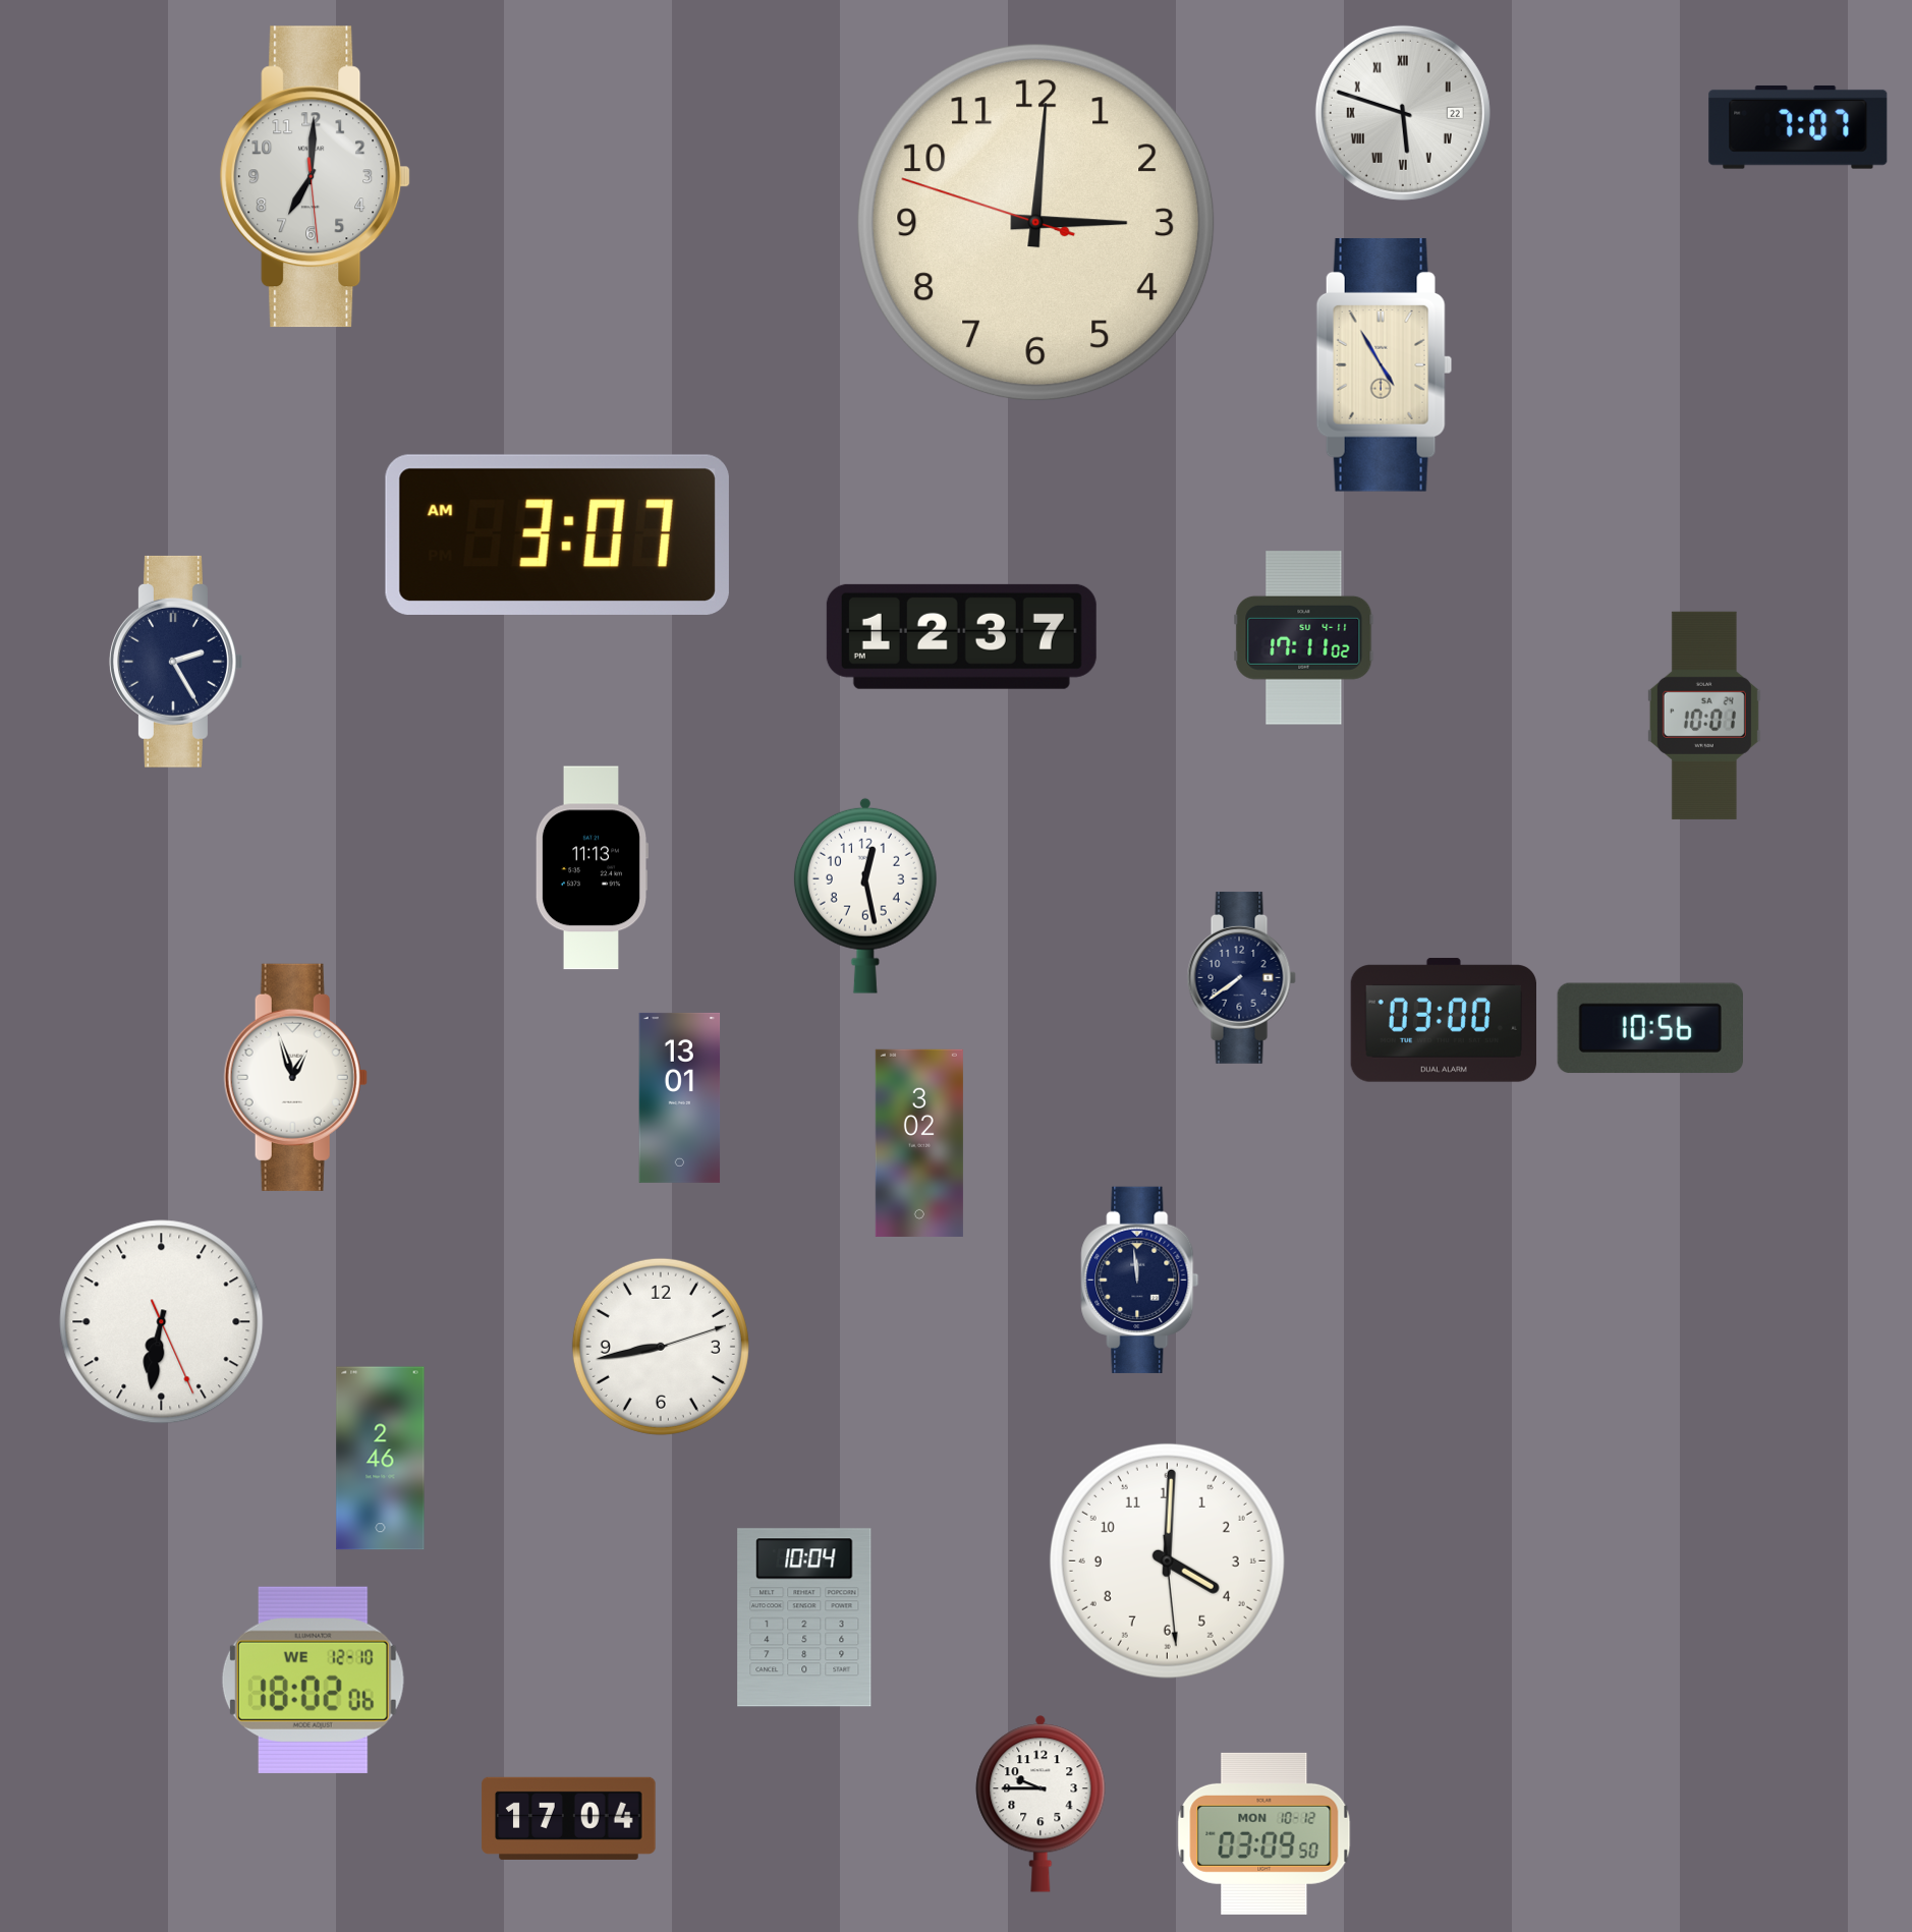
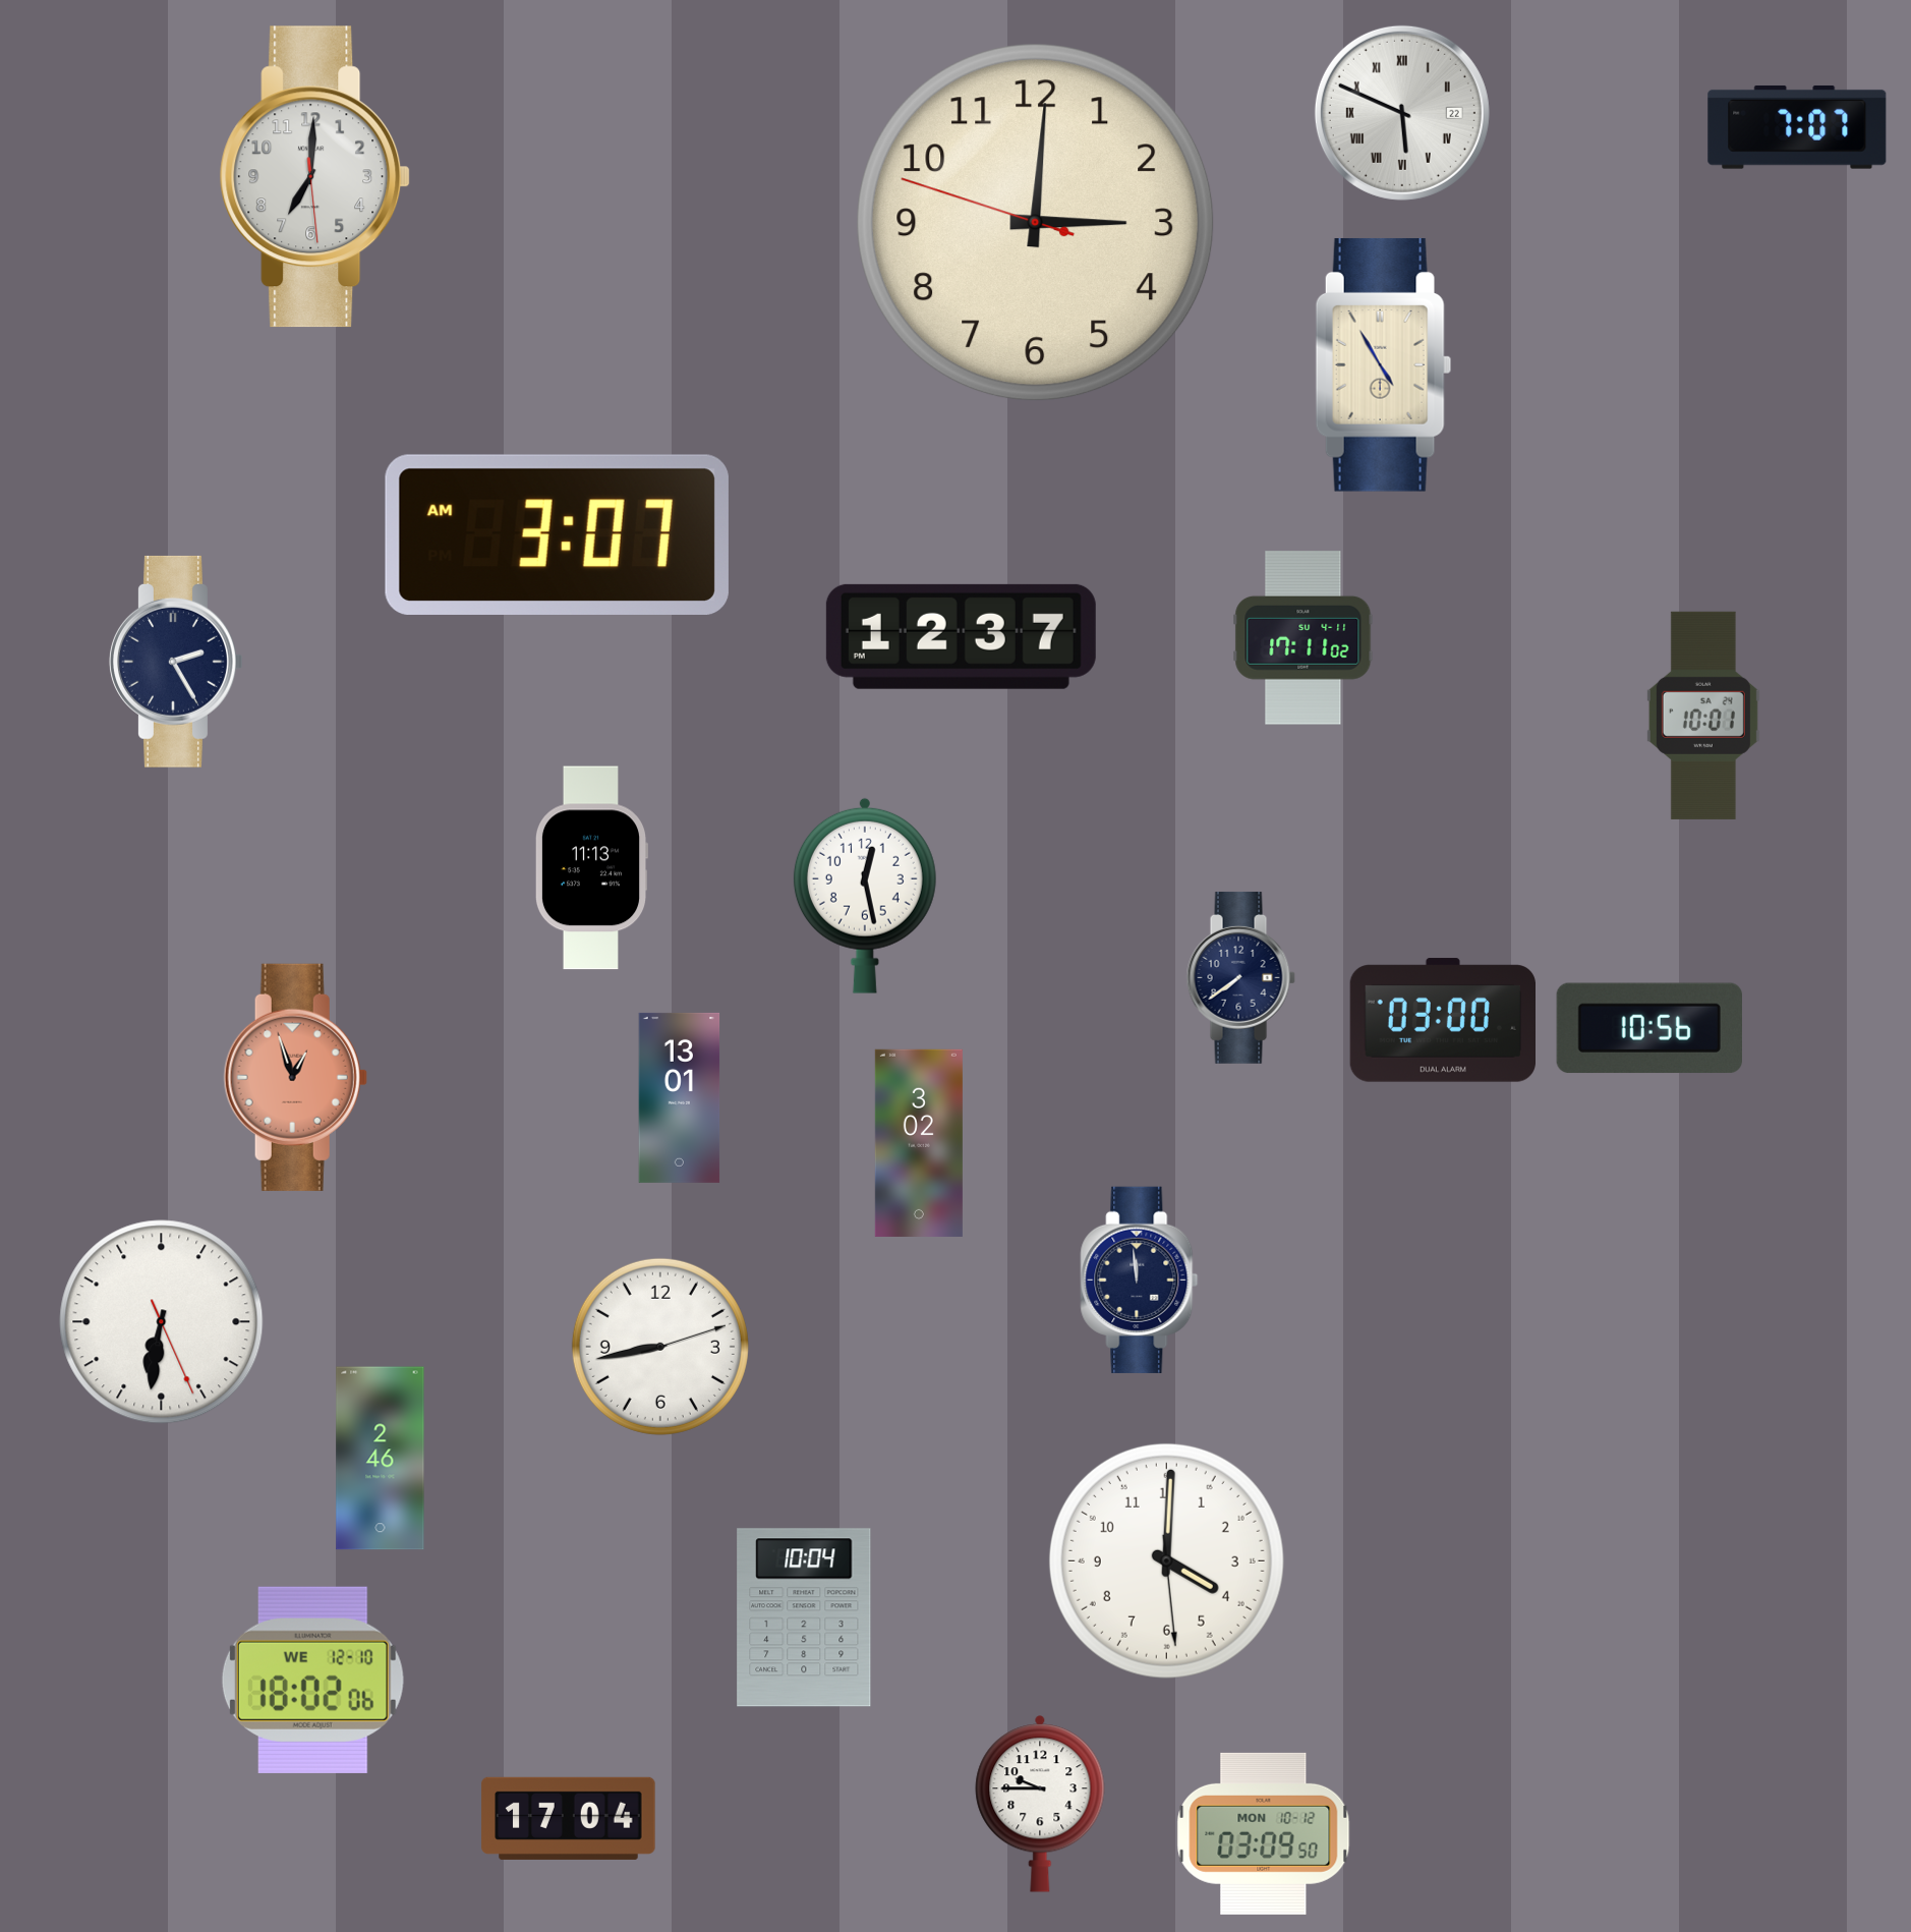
clock at (1403, 113): 5:48 -> 5:49
clock at (295, 1077) dial: white -> salmon
